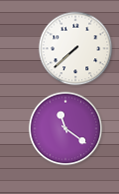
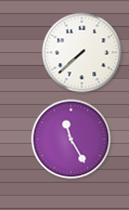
clock at (66, 129): 11:21 -> 11:25
